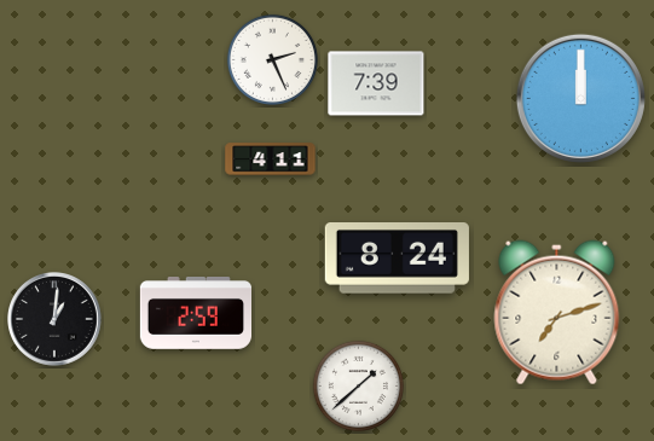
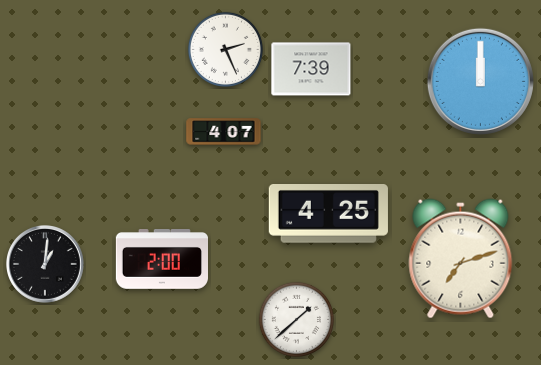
clock at (271, 159): 4:11 -> 4:07
clock at (397, 259): 8:24 -> 4:25
clock at (195, 314): 2:59 -> 2:00
